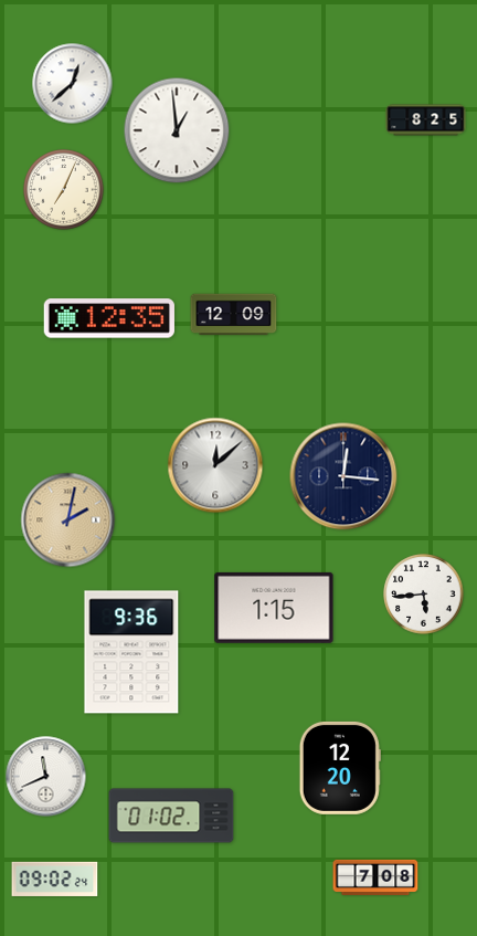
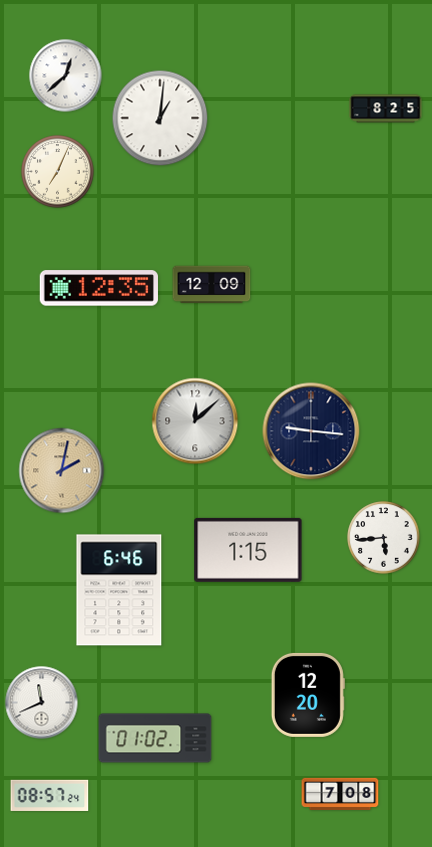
clock at (177, 130): 12:59 -> 1:01
clock at (343, 476): 12:16 -> 9:16
clock at (131, 652): 9:36 -> 6:46
clock at (55, 879): 09:02 -> 08:57
